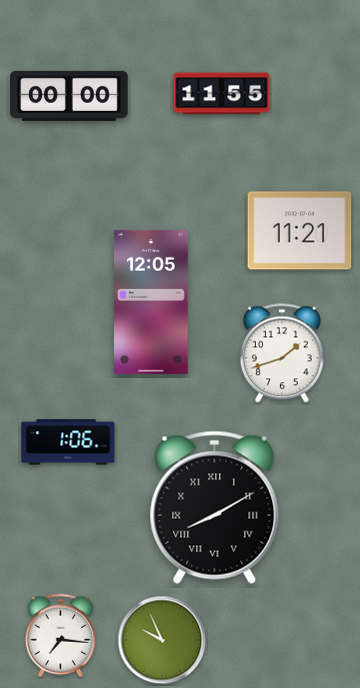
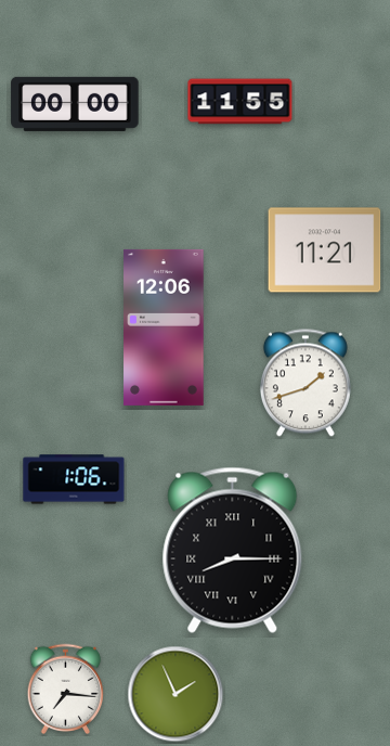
clock at (151, 302): 12:05 -> 12:06
clock at (215, 507): 8:10 -> 8:15
clock at (162, 640): 9:56 -> 1:56
